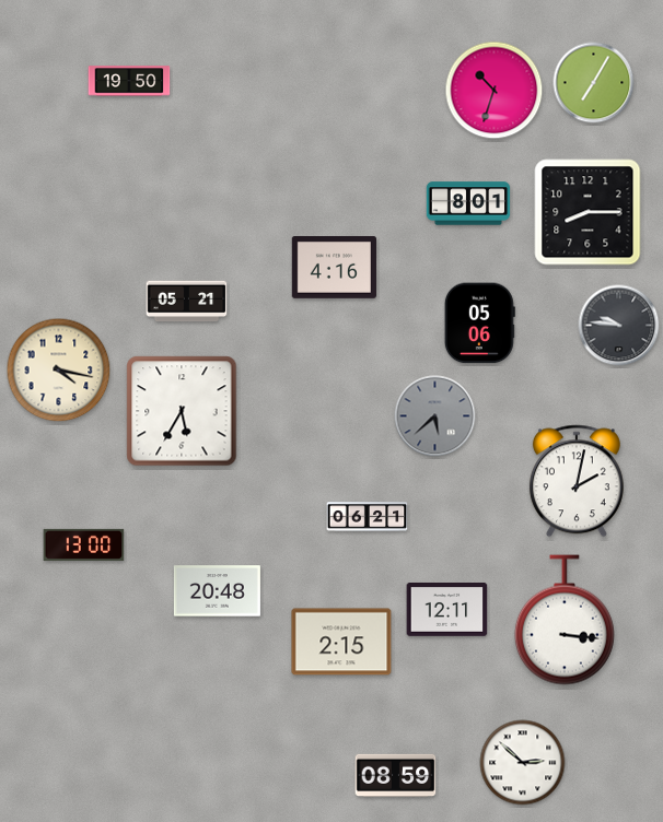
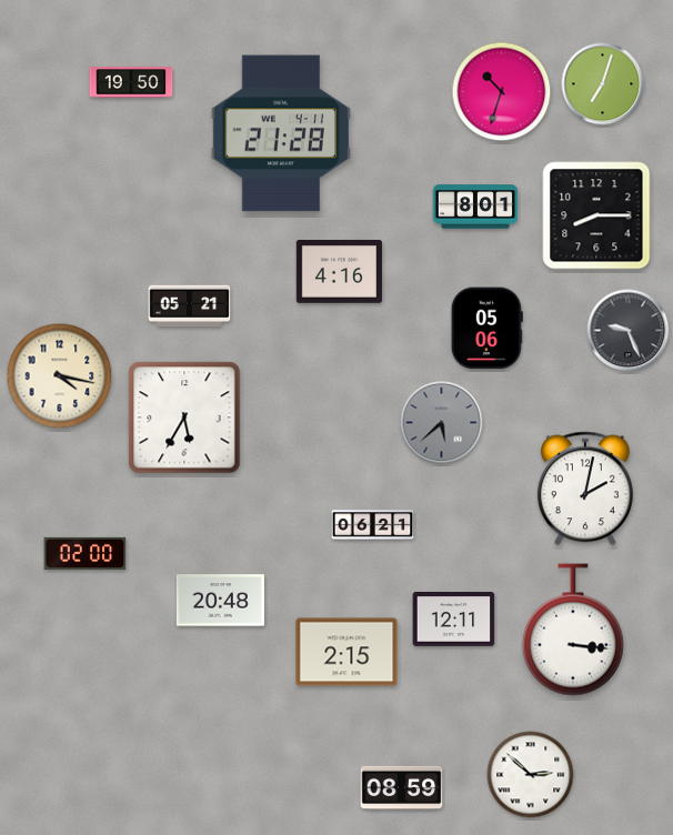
clock at (594, 83): 7:05 -> 7:03
clock at (281, 133): none -> 21:28
clock at (619, 326): 9:46 -> 9:26
clock at (84, 544): 13:00 -> 02:00
